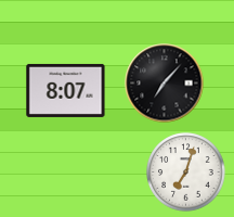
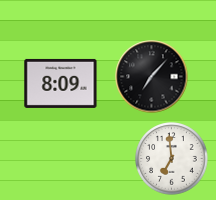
clock at (66, 90): 8:07 -> 8:09
clock at (186, 173): 7:03 -> 6:59
